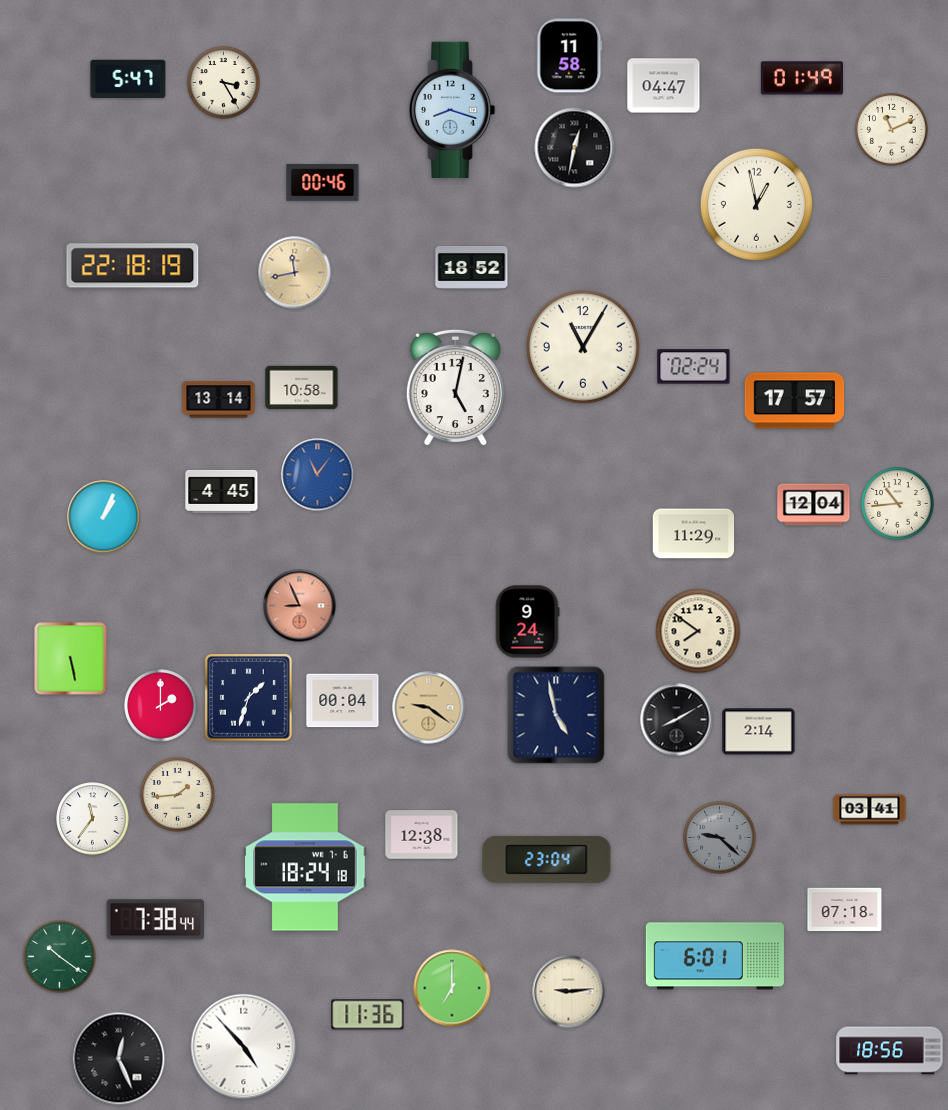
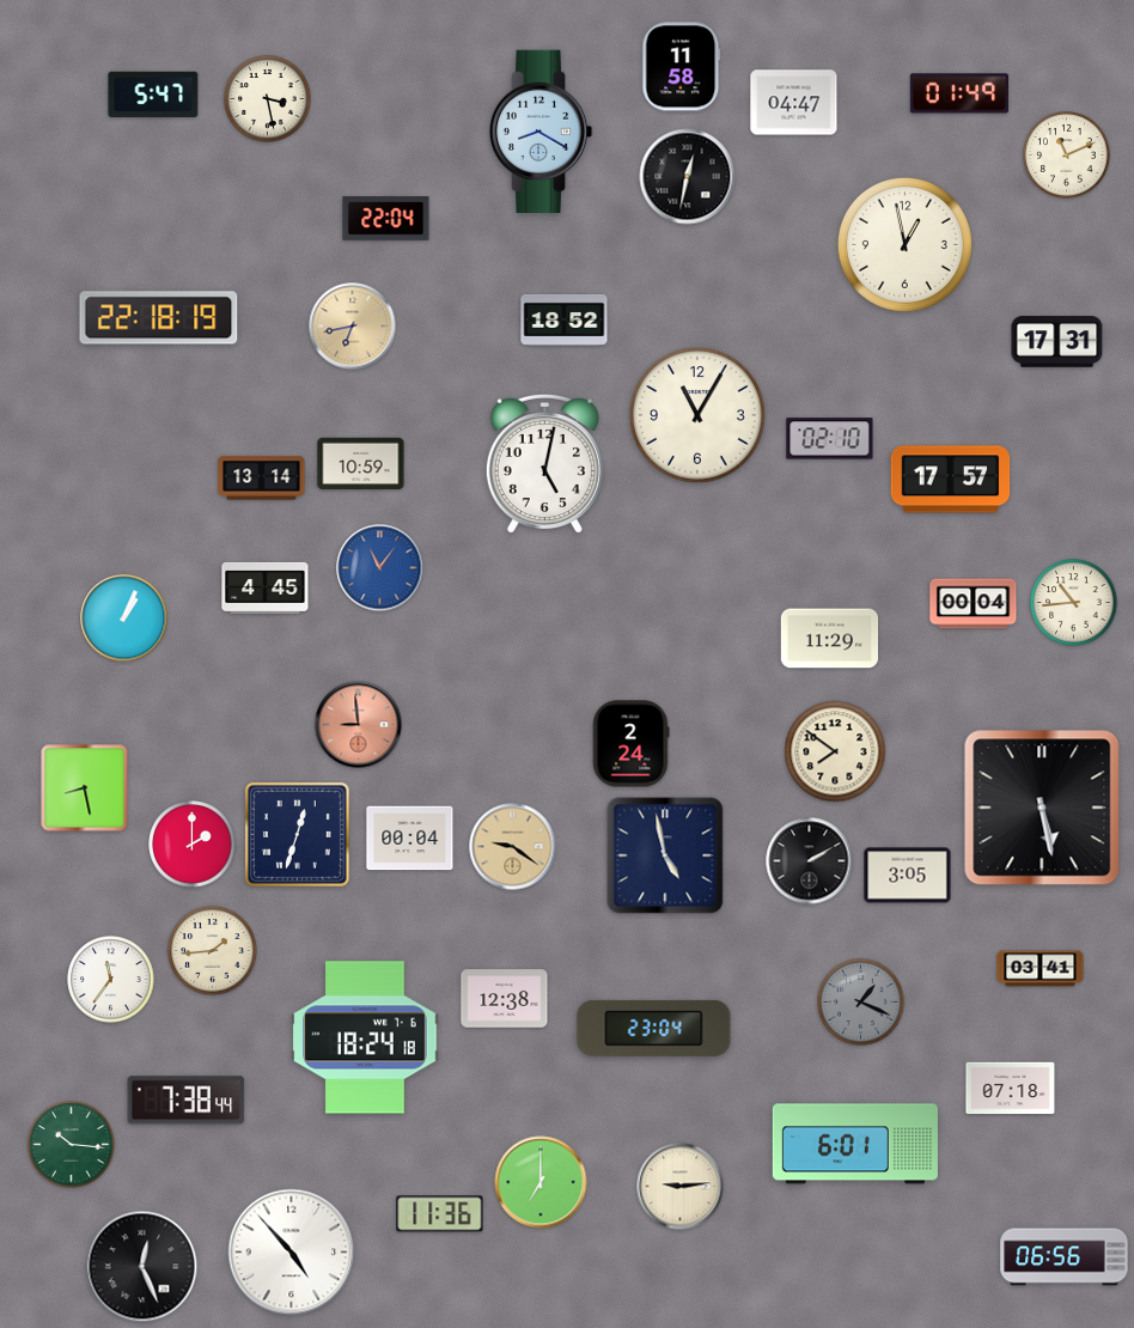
clock at (224, 83): 3:25 -> 3:28
clock at (452, 110): 8:18 -> 8:20
clock at (323, 183): 00:46 -> 22:04
clock at (295, 273): 11:43 -> 6:43
clock at (1057, 342): none -> 17:31
clock at (694, 367): 02:24 -> 02:10
clock at (302, 388): 10:58 -> 10:59
clock at (814, 505): 12:04 -> 00:04
clock at (300, 606): 8:56 -> 8:59
clock at (527, 622): 9:24 -> 2:24
clock at (698, 631) position: (698, 631) -> (835, 751)
clock at (71, 659): 5:28 -> 8:28
clock at (1042, 808): none -> 5:28
clock at (248, 697): 1:33 -> 12:33
clock at (677, 720): 8:10 -> 2:10
clock at (759, 732): 2:14 -> 3:05
clock at (720, 838): 9:22 -> 1:19
clock at (60, 957): 10:21 -> 10:16
clock at (890, 1051): 18:56 -> 06:56
